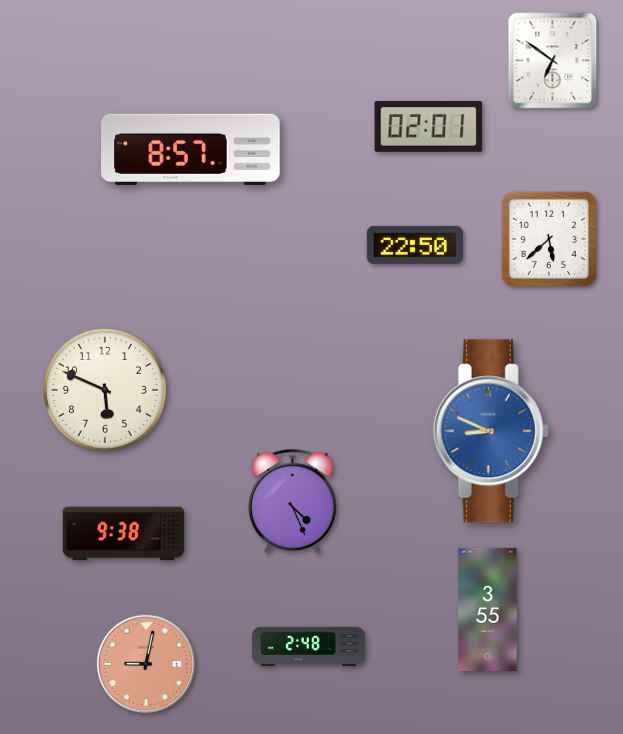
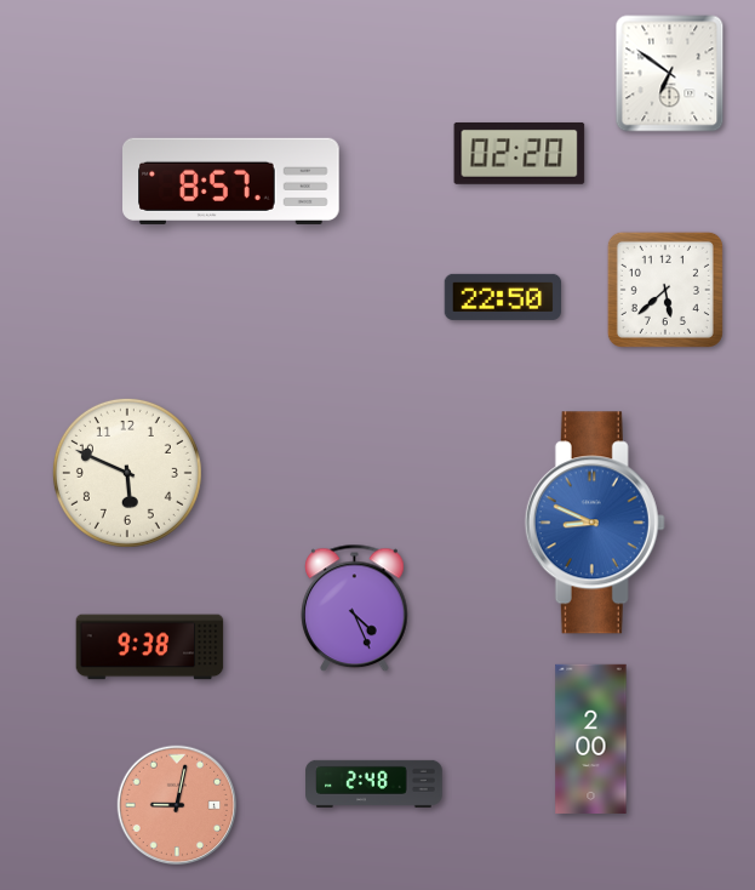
clock at (429, 126): 02:01 -> 02:20
clock at (488, 609): 3:55 -> 2:00
